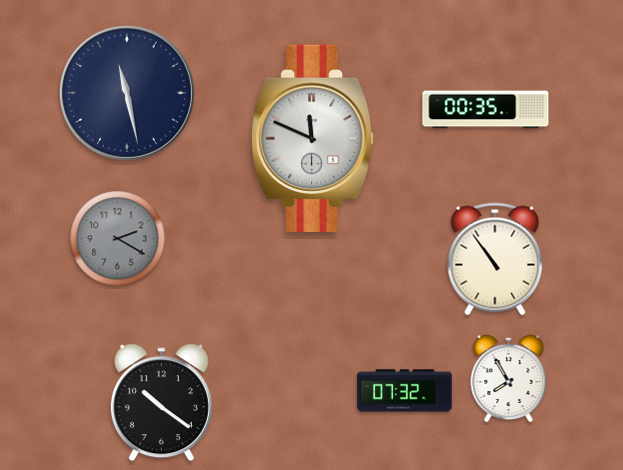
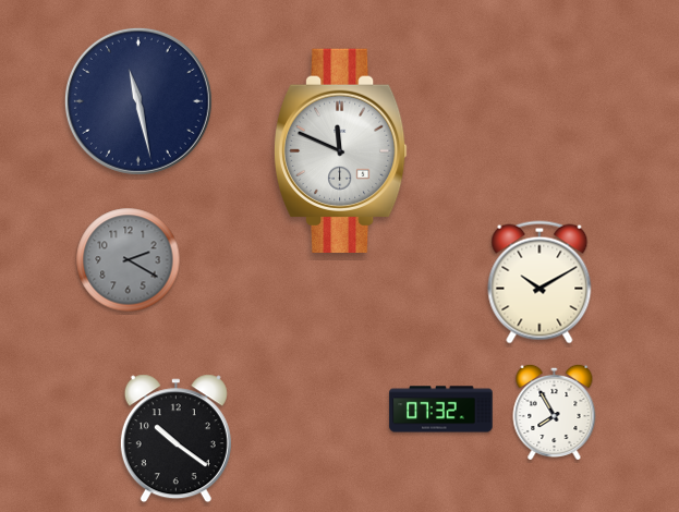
clock at (486, 110): 00:35 -> none
clock at (495, 259): 10:54 -> 10:10
clock at (405, 391) position: (405, 391) -> (441, 410)
